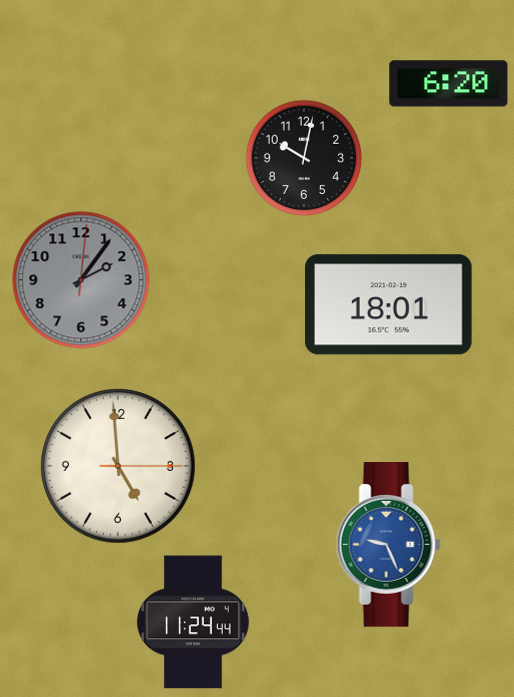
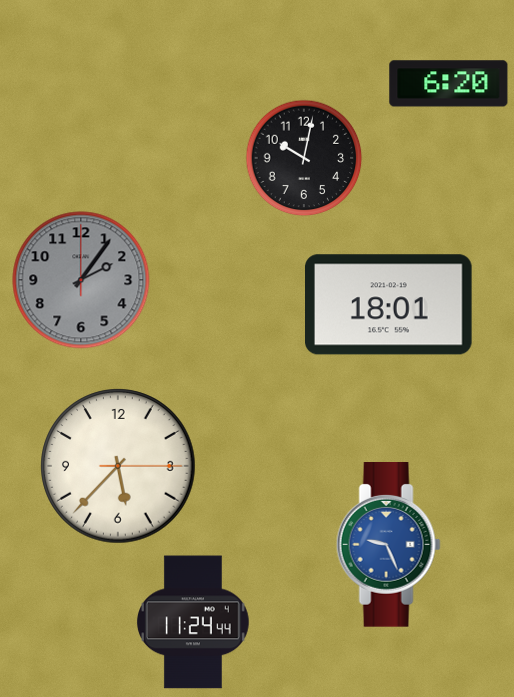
clock at (81, 280): 2:06:01 -> 2:06:00
clock at (118, 466): 4:59 -> 5:37
